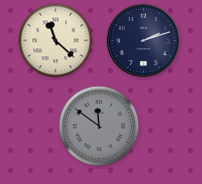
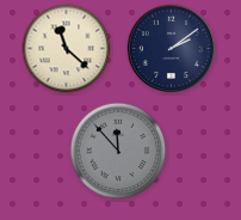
clock at (144, 41): 2:12 -> 2:09
clock at (99, 126): 11:51 -> 11:53
